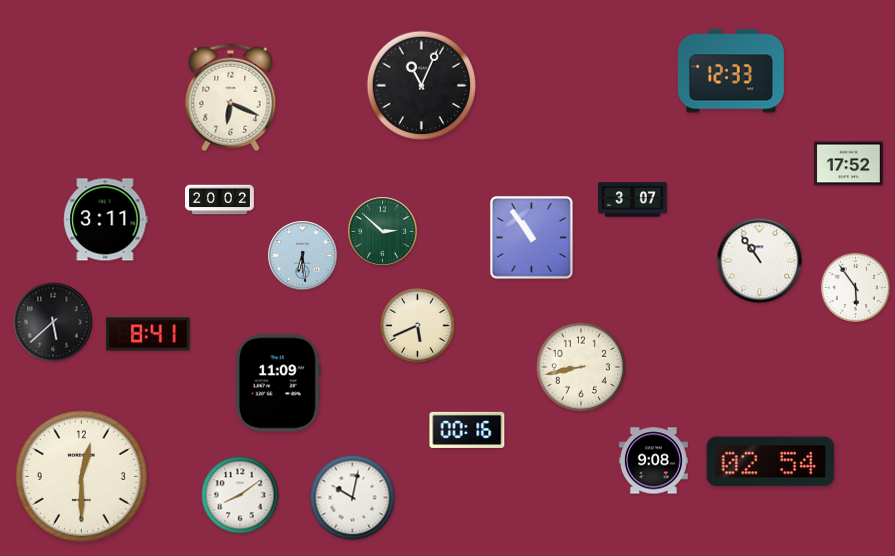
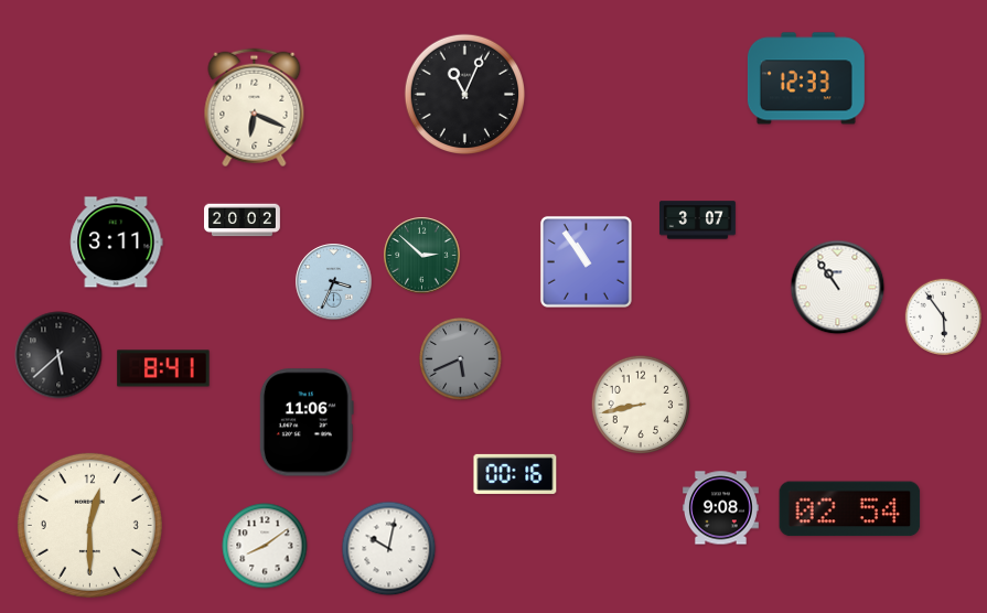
clock at (848, 164): 17:52 -> none
clock at (303, 256): 6:29 -> 3:34
clock at (418, 326) dial: cream -> grey
clock at (278, 383): 11:09 -> 11:06
